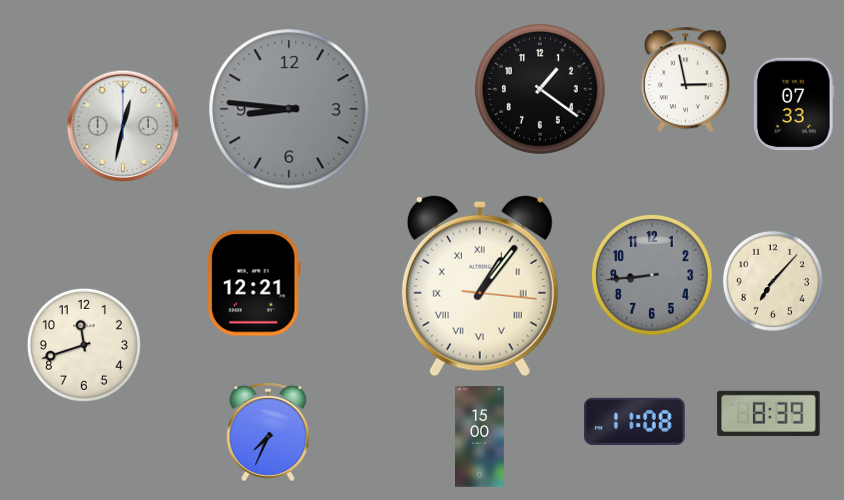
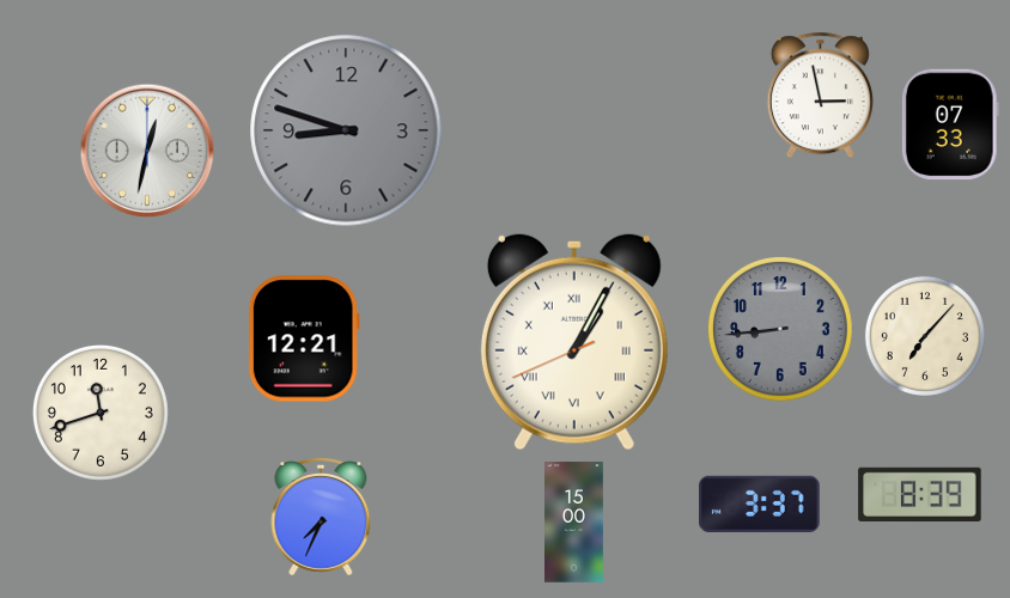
clock at (541, 90): 1:21 -> none
clock at (289, 109): 8:46 -> 8:48
clock at (480, 286): 1:06 -> 1:04
clock at (635, 421): 11:08 -> 3:37
